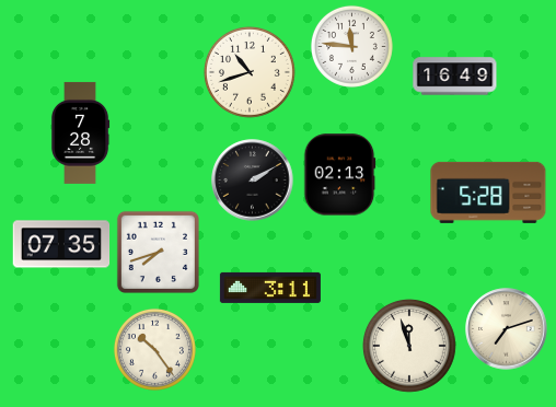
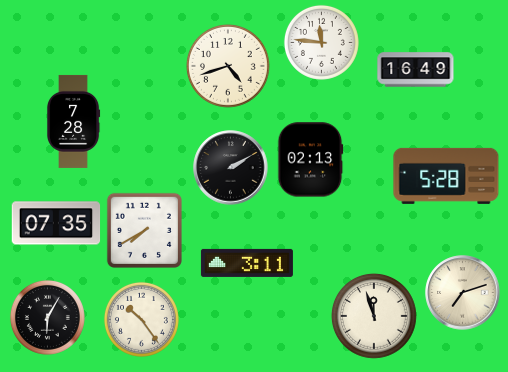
clock at (250, 72): 10:42 -> 4:42
clock at (253, 181) position: (253, 181) -> (231, 168)
clock at (158, 252): 7:42 -> 7:40
clock at (507, 329) position: (507, 329) -> (463, 293)
clock at (47, 317): none -> 6:05
